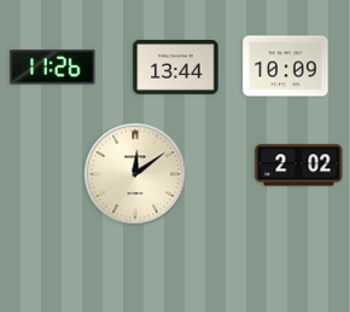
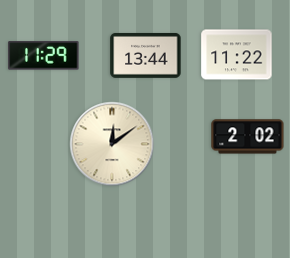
clock at (286, 67): 10:09 -> 11:22
clock at (53, 68): 11:26 -> 11:29
